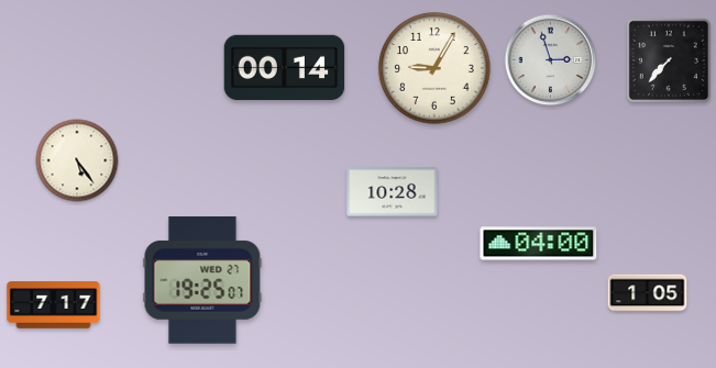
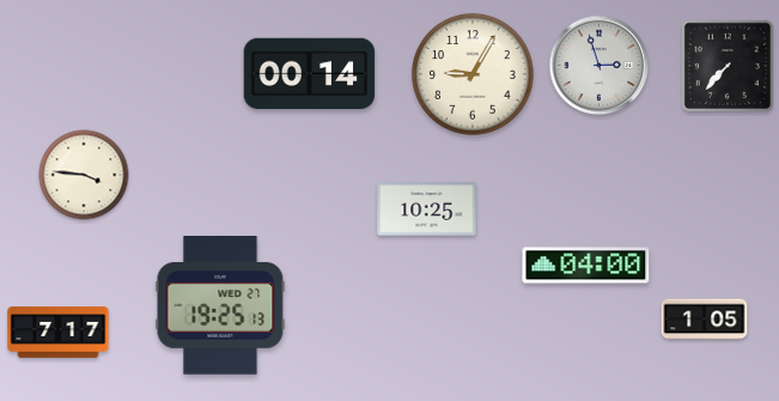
clock at (77, 160): 5:24 -> 3:46
clock at (393, 192): 10:28 -> 10:25
clock at (202, 280): 19:25:07 -> 19:25:13
